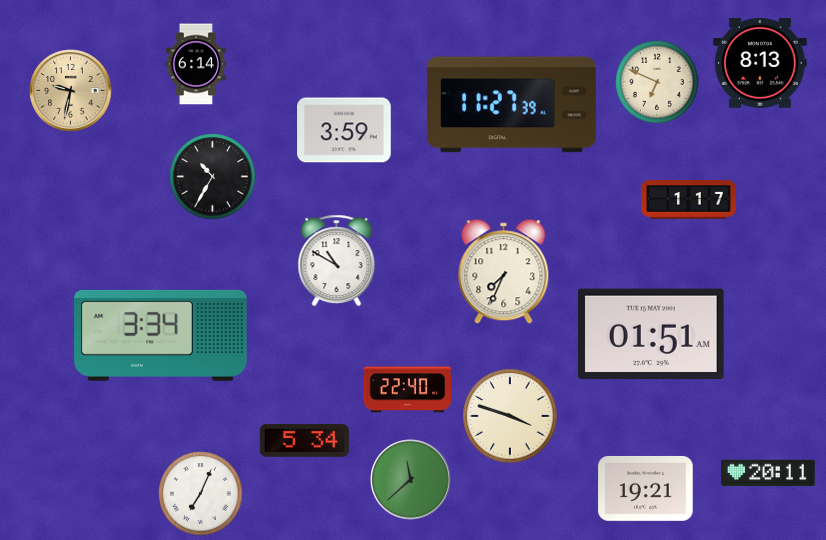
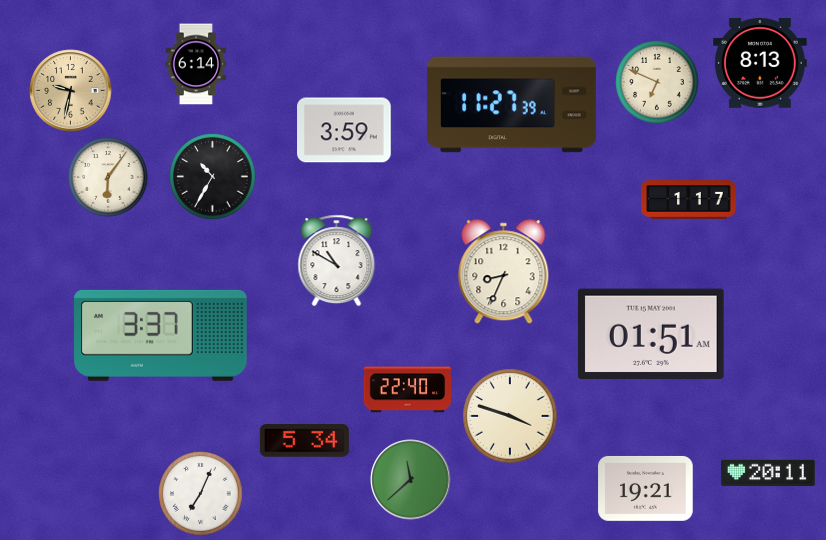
clock at (108, 177): none -> 6:06
clock at (504, 272): 7:34 -> 8:34
clock at (161, 335): 3:34 -> 3:37
